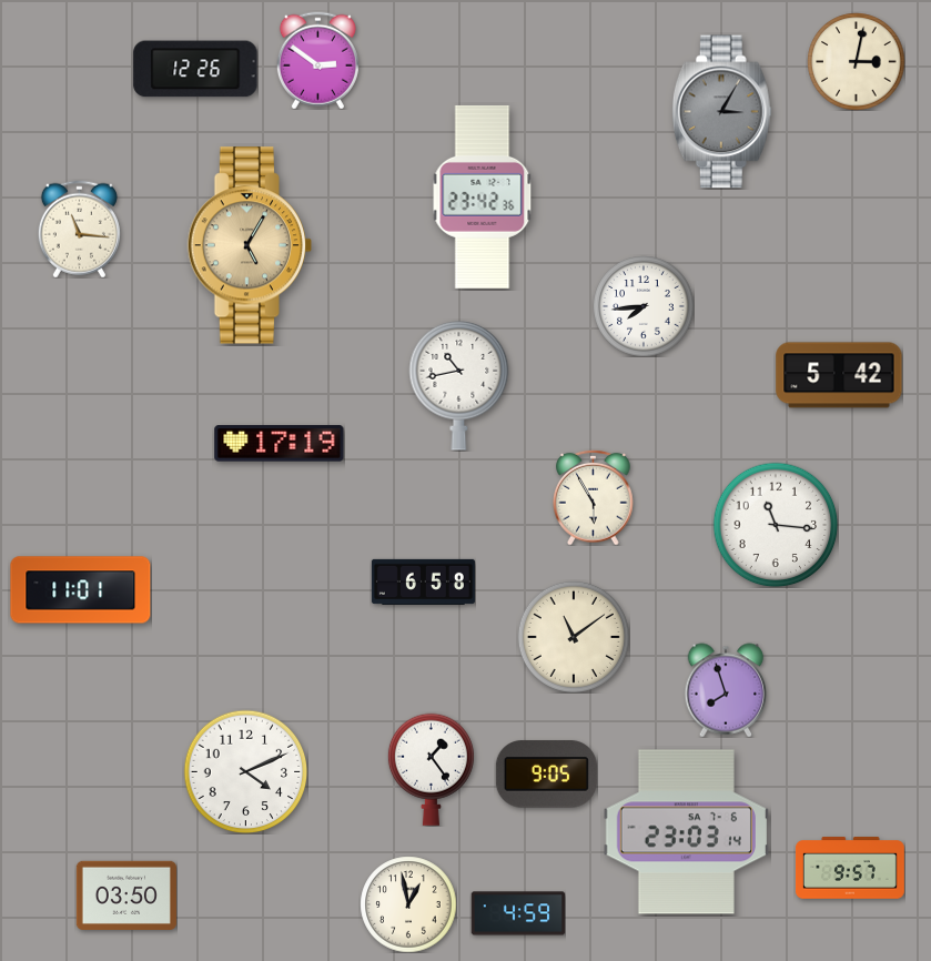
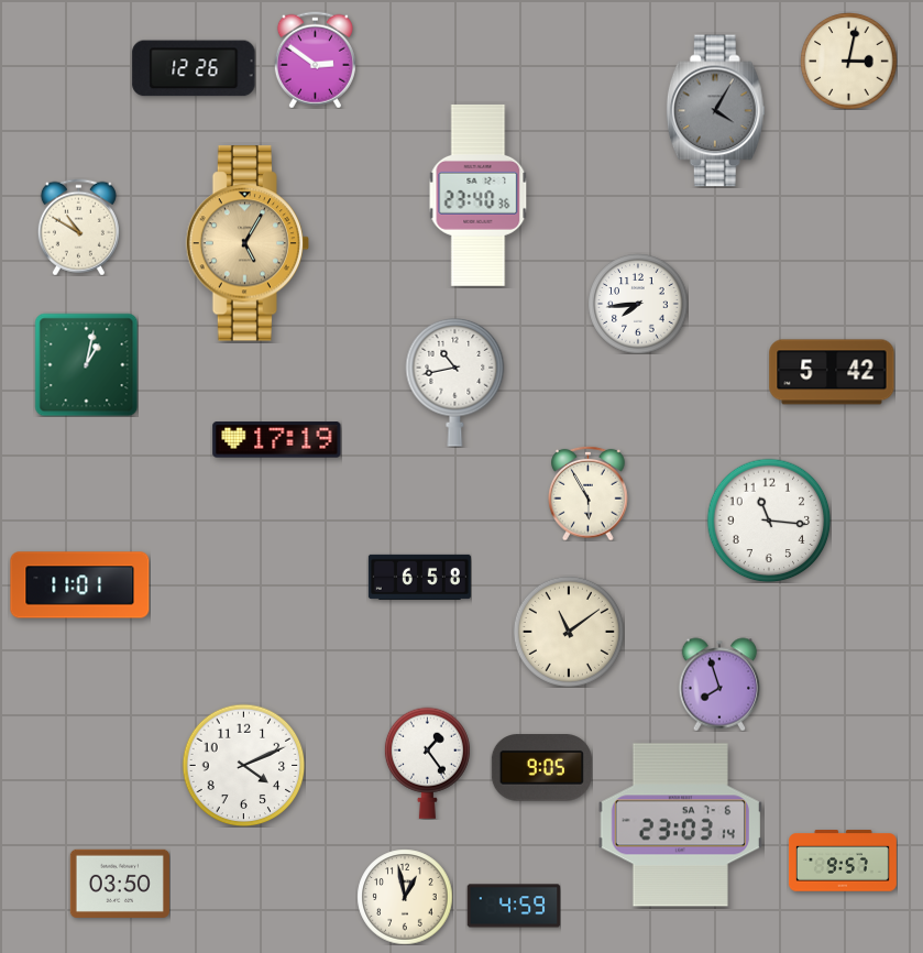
clock at (721, 112): 3:05 -> 4:05
clock at (483, 196): 23:42 -> 23:40
clock at (79, 229): 11:16 -> 10:50
clock at (86, 364): none -> 1:02
clock at (127, 896) position: (127, 896) -> (120, 884)
